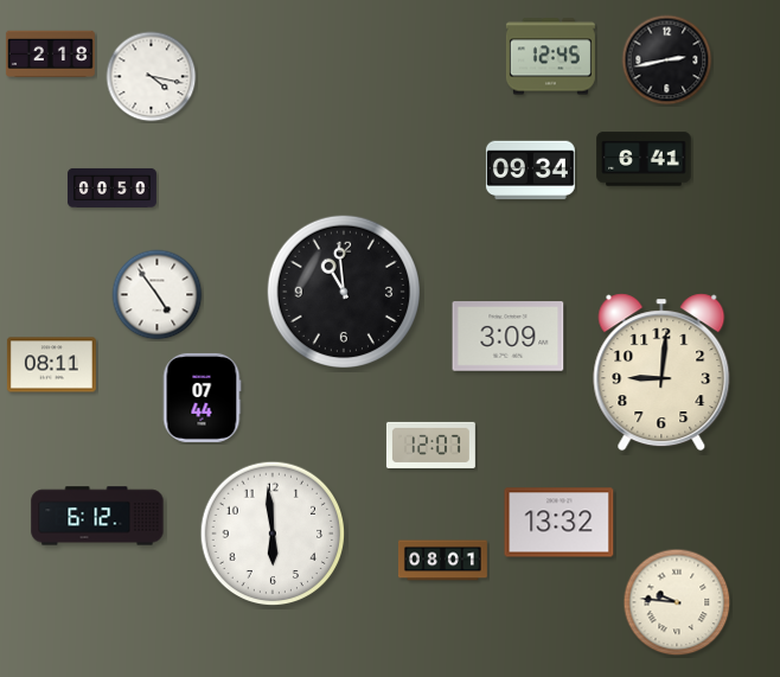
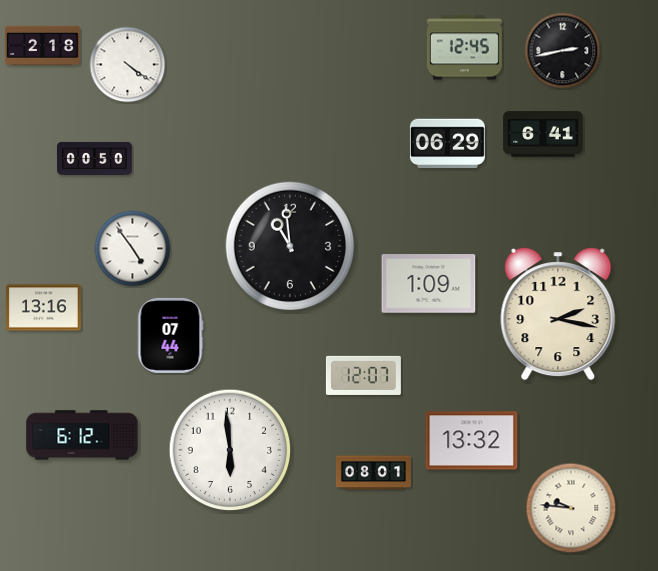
clock at (152, 77): 4:17 -> 4:21
clock at (530, 171): 09:34 -> 06:29
clock at (509, 337): 3:09 -> 1:09
clock at (51, 365): 08:11 -> 13:16
clock at (661, 372): 9:01 -> 2:17
